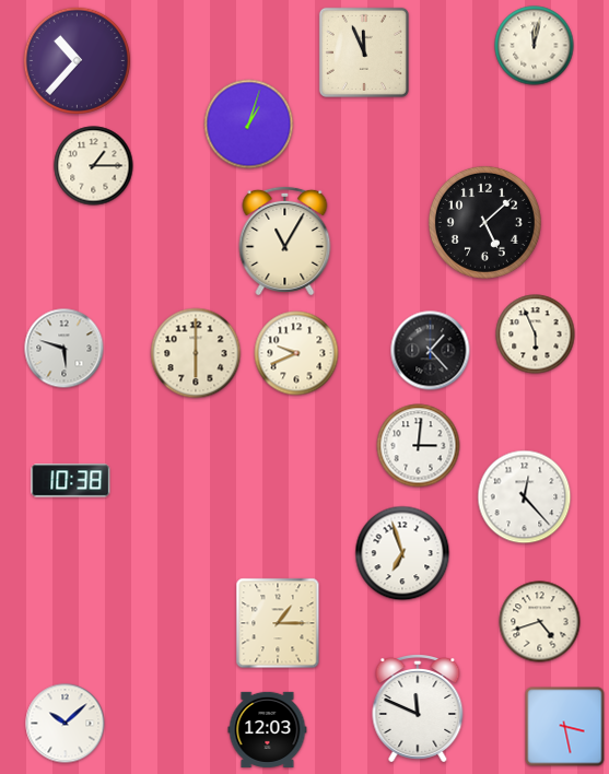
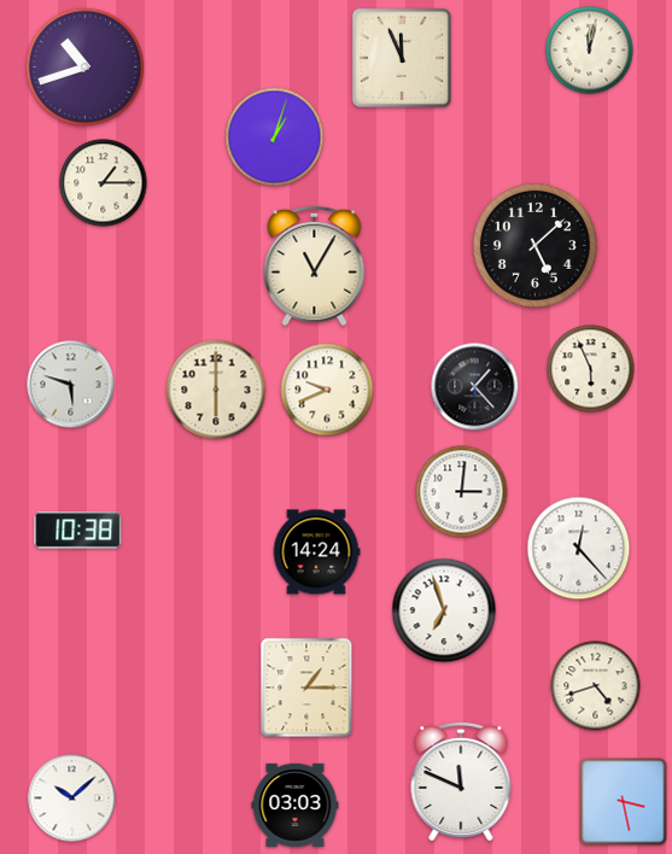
clock at (77, 60): 10:37 -> 10:42
clock at (316, 552): none -> 14:24
clock at (268, 729): 12:03 -> 03:03
